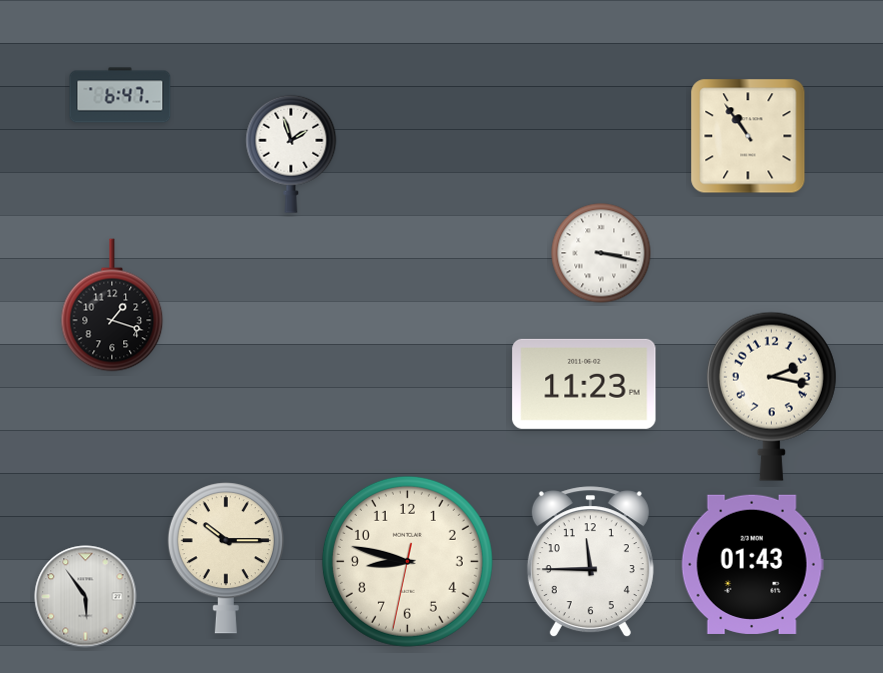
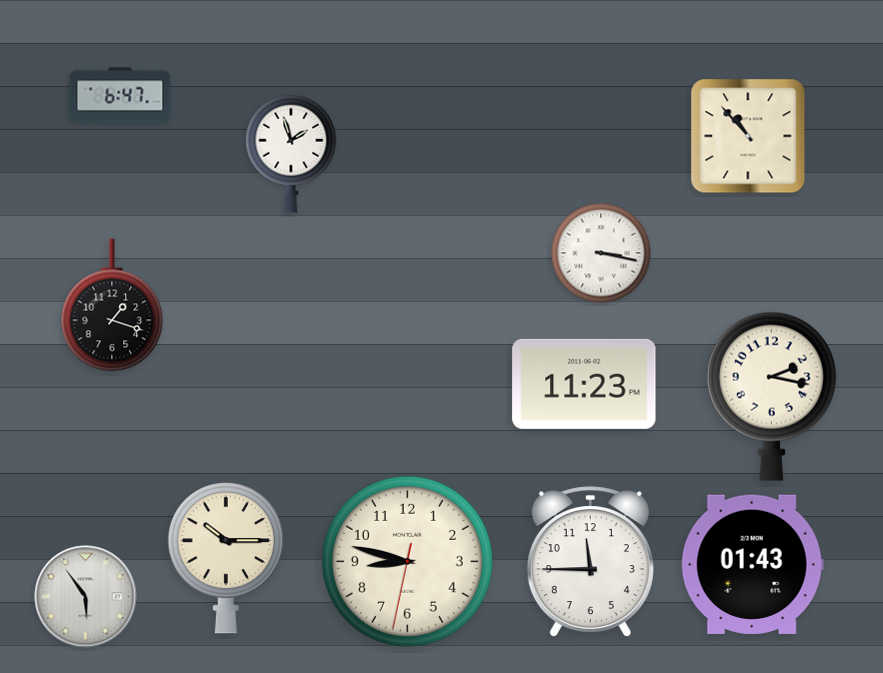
clock at (748, 136): 10:54 -> 10:53
